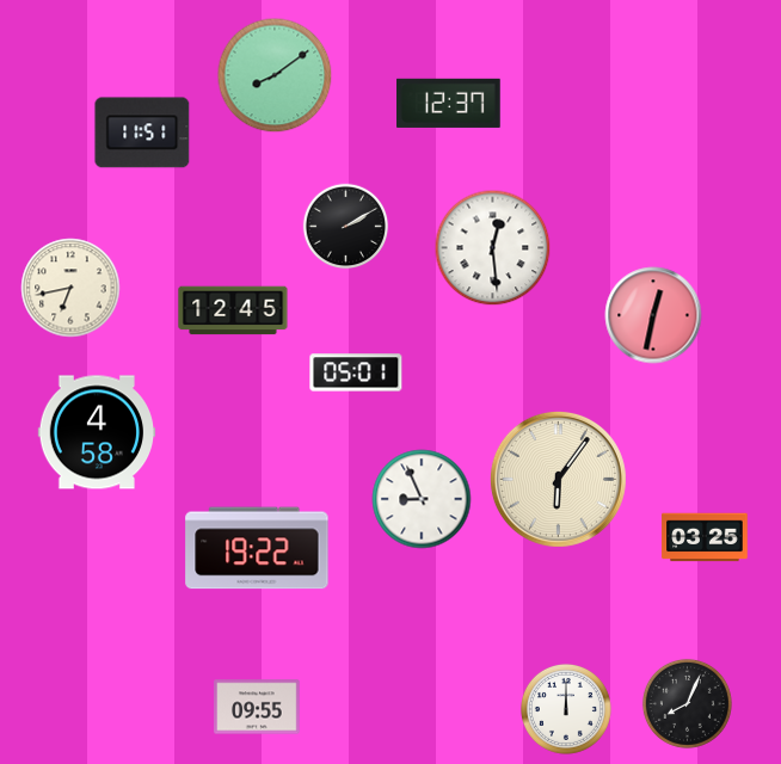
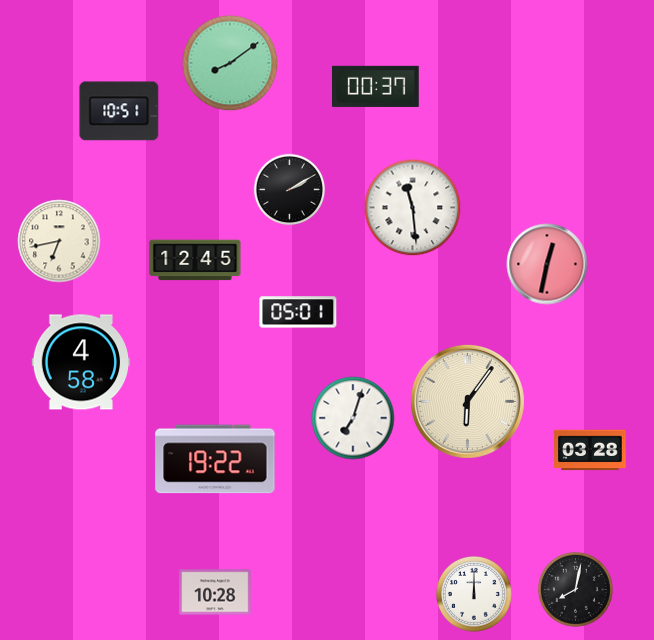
clock at (449, 103): 12:37 -> 00:37
clock at (142, 133): 11:51 -> 10:51
clock at (493, 248): 12:29 -> 11:29
clock at (422, 499): 8:56 -> 7:03
clock at (705, 537): 03:25 -> 03:28
clock at (687, 703): 8:04 -> 8:02
clock at (257, 707): 09:55 -> 10:28
